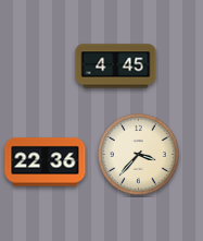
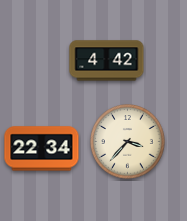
clock at (116, 67): 4:45 -> 4:42
clock at (46, 162): 22:36 -> 22:34
